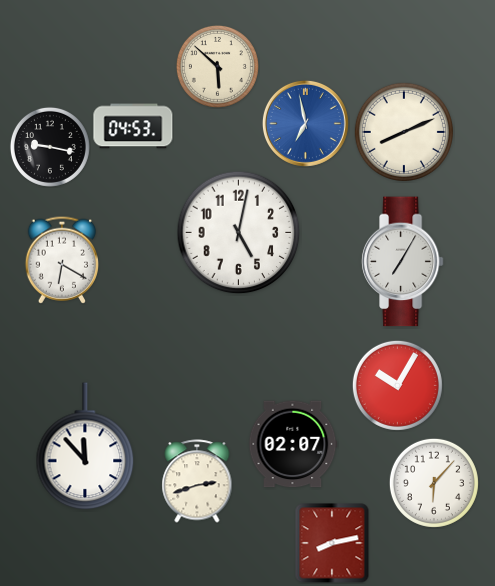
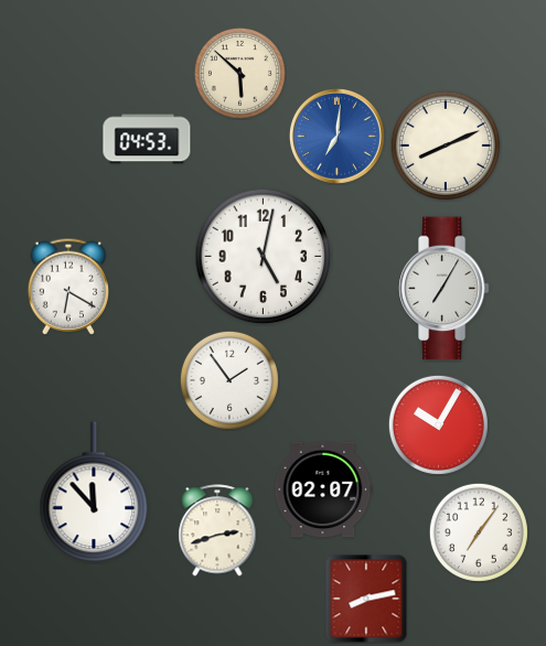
clock at (305, 123): 6:58 -> 7:01
clock at (50, 147): 9:17 -> none
clock at (229, 380): none -> 1:54
clock at (434, 483): 6:07 -> 7:06
